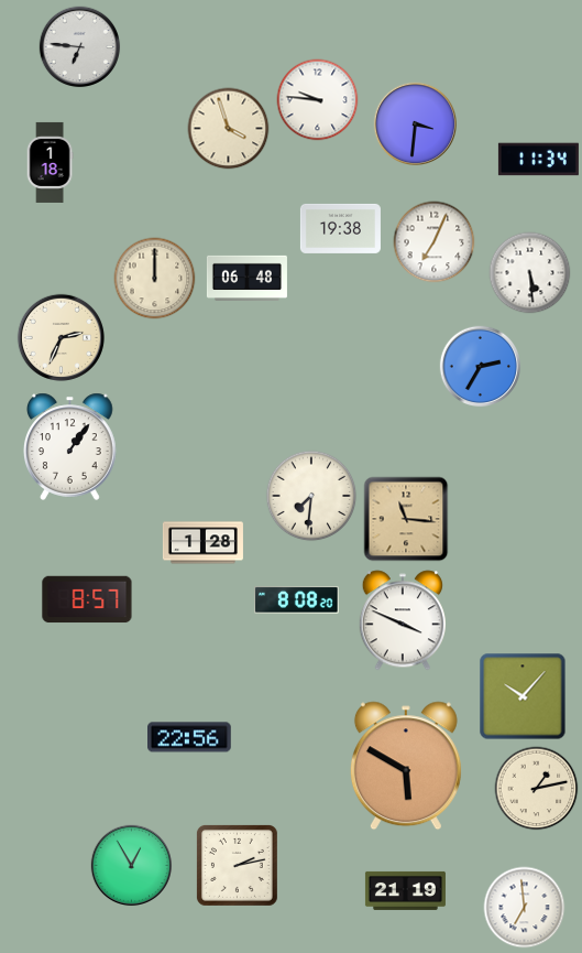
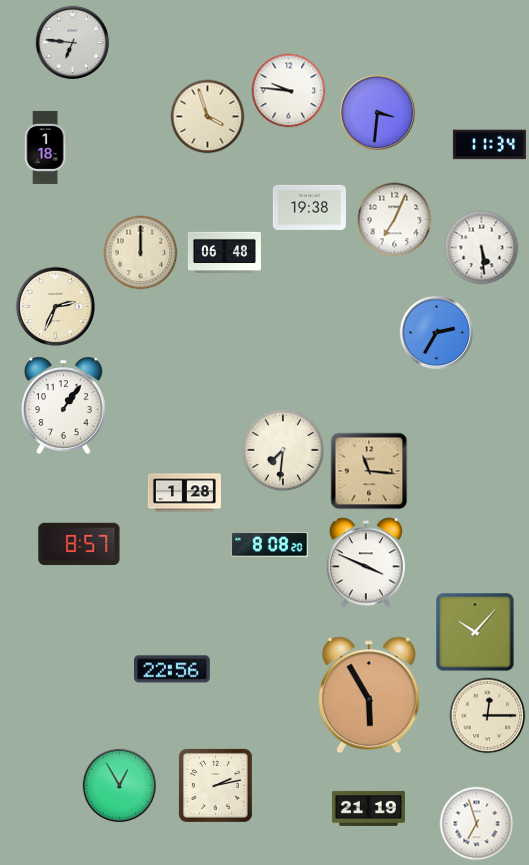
clock at (406, 766): 5:50 -> 5:55
clock at (537, 789): 1:13 -> 12:15
clock at (525, 908): 6:59 -> 6:57
